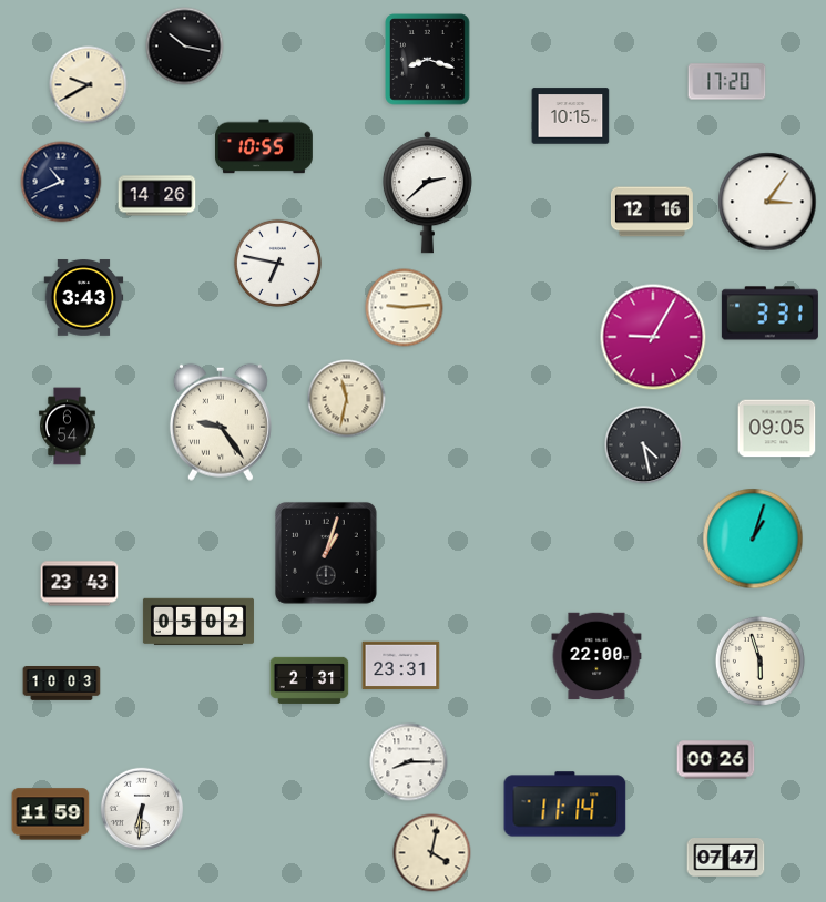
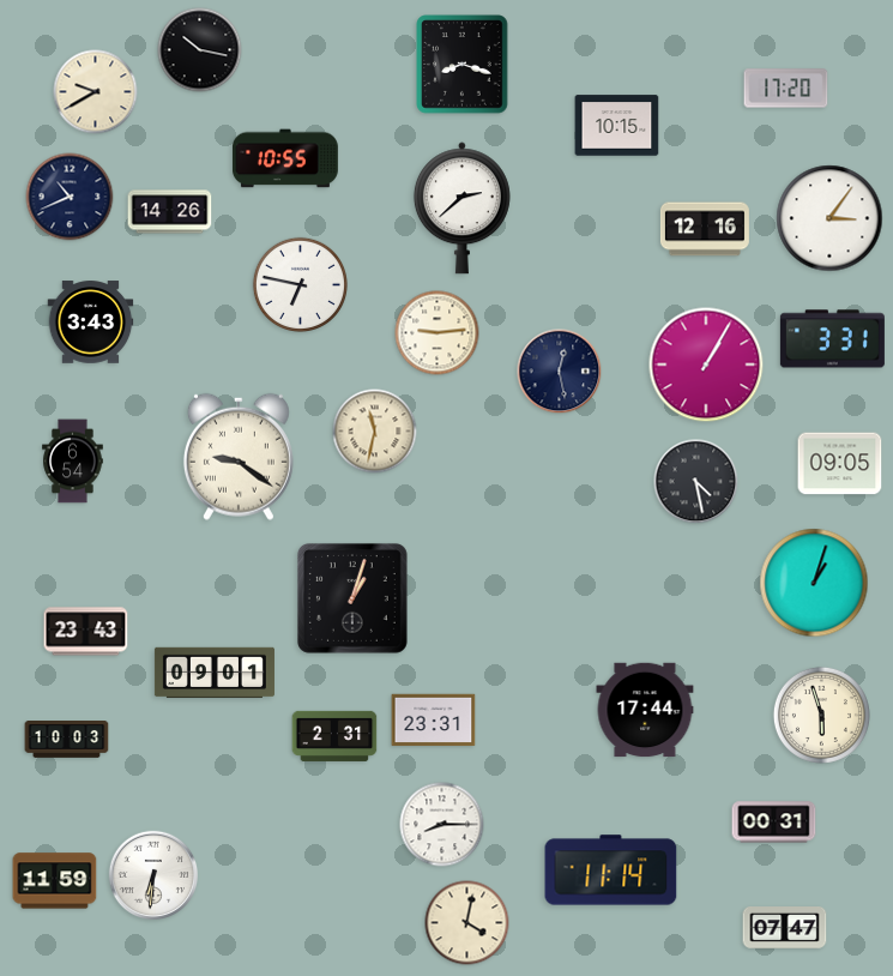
clock at (61, 182) position: (61, 182) -> (70, 197)
clock at (653, 337): 9:05 -> 1:05
clock at (560, 372): none -> 12:28
clock at (221, 422): 9:24 -> 9:21
clock at (198, 622): 05:02 -> 09:01
clock at (596, 656): 22:00 -> 17:44
clock at (716, 760): 00:26 -> 00:31
